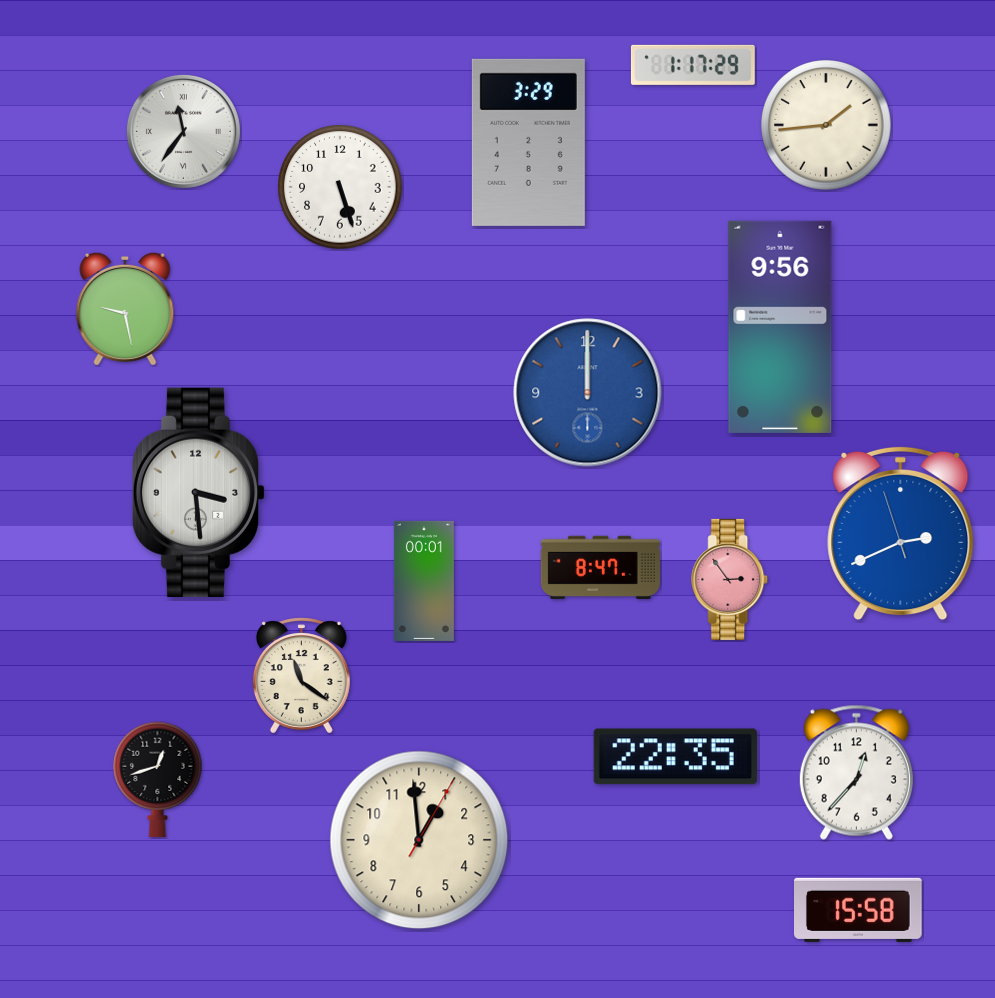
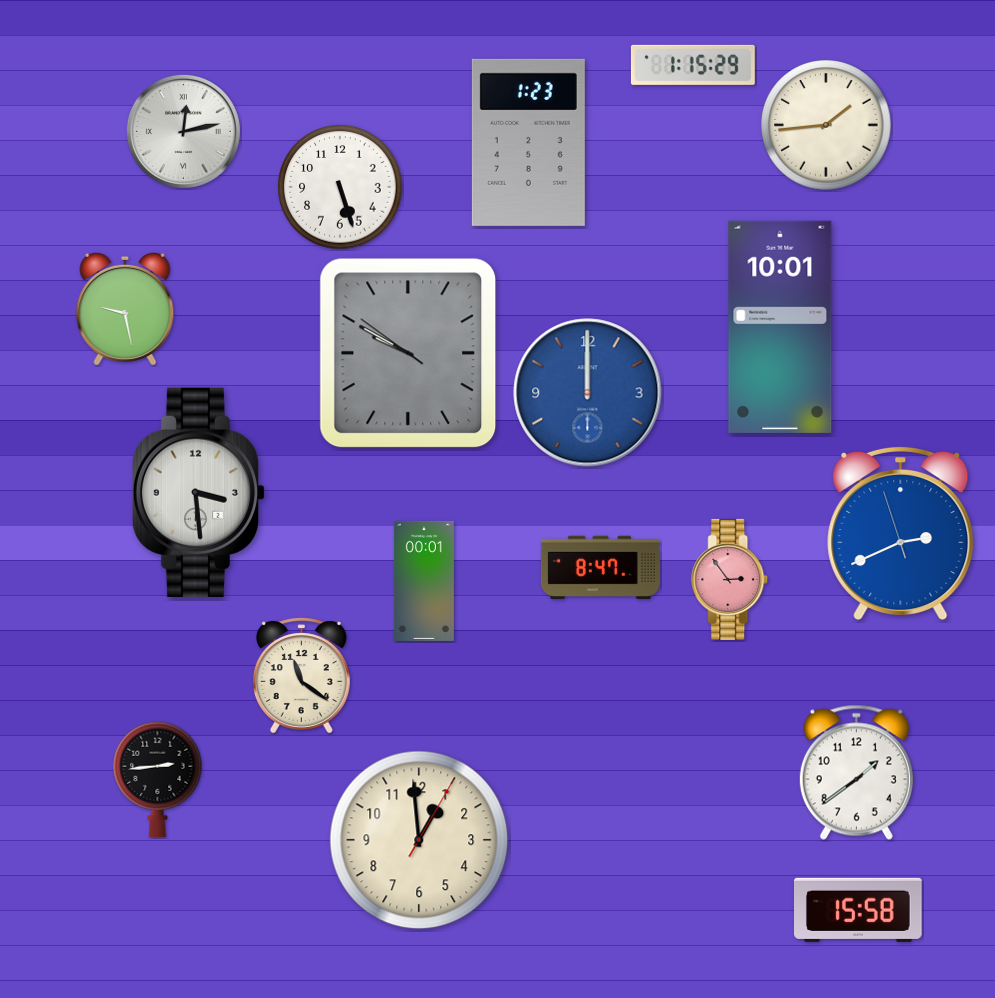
clock at (693, 65): 1:17 -> 1:15
clock at (183, 131): 11:36 -> 12:13
clock at (528, 142): 3:29 -> 1:23
clock at (780, 327): 9:56 -> 10:01
clock at (408, 353): none -> 9:49
clock at (675, 757): 22:35 -> none
clock at (856, 772): 12:37 -> 1:39
clock at (158, 779): 12:42 -> 2:44
